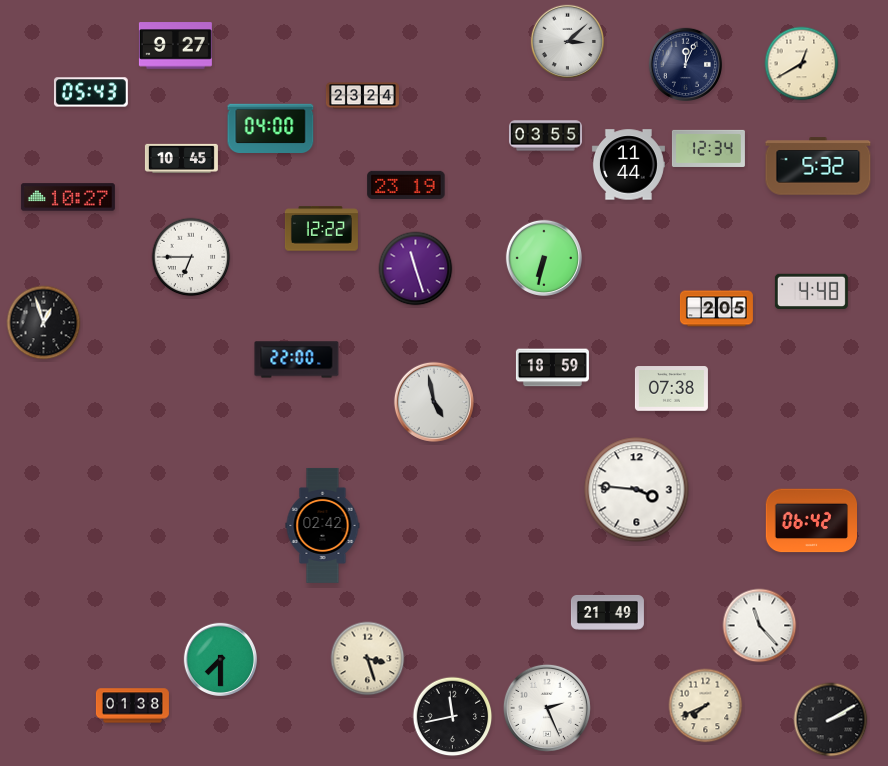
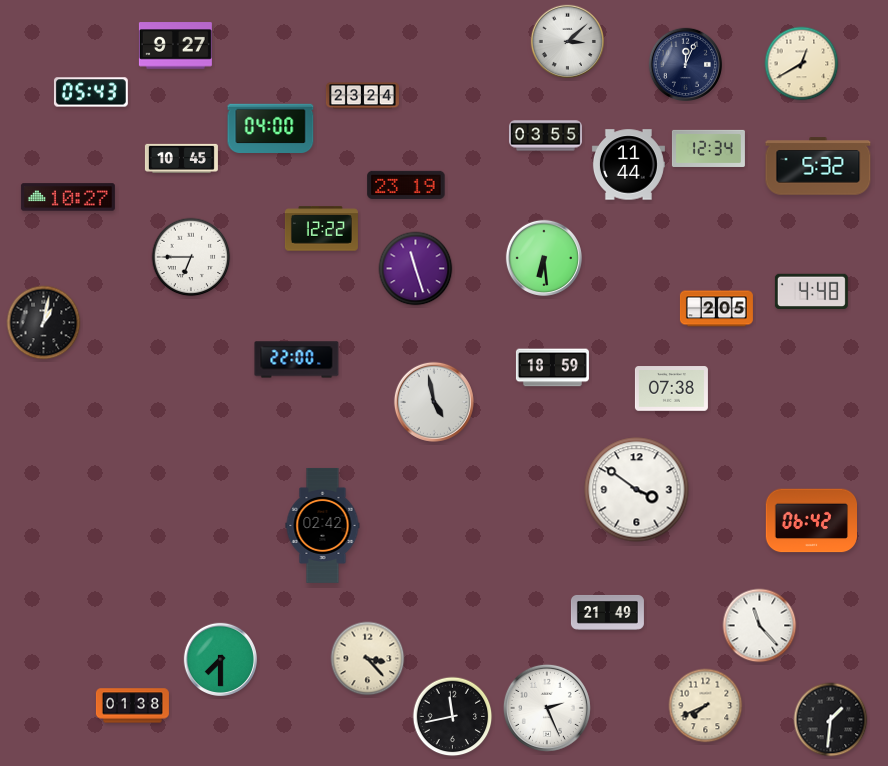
clock at (544, 258): 6:32 -> 6:29
clock at (44, 323): 12:57 -> 1:02
clock at (637, 490): 3:46 -> 3:51
clock at (368, 659): 3:27 -> 3:23
clock at (831, 720): 2:10 -> 1:31
